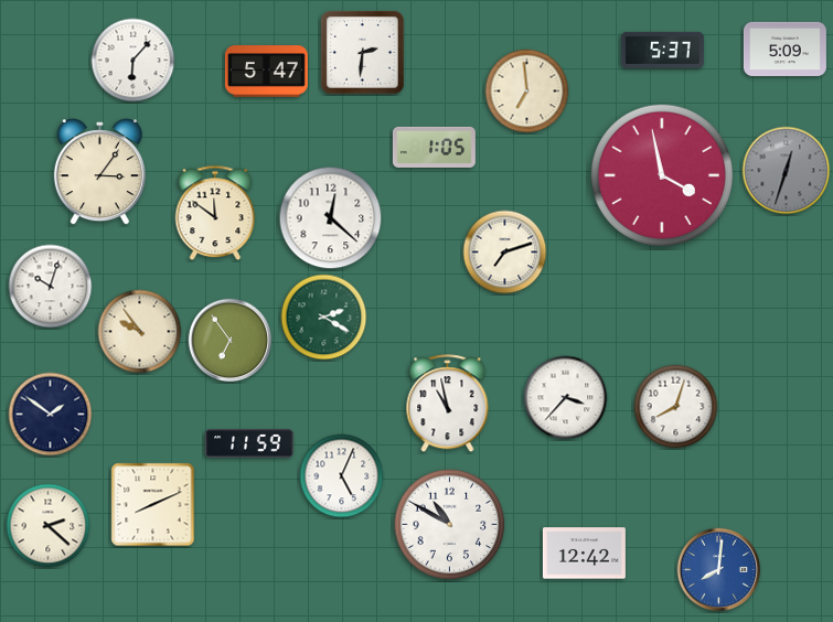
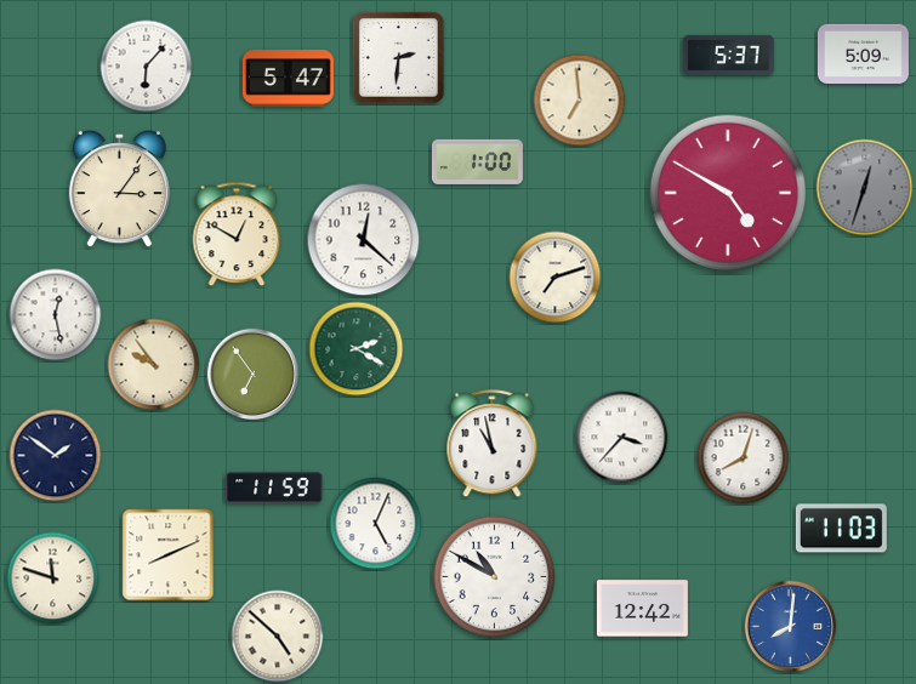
clock at (266, 72) position: (266, 72) -> (288, 79)
clock at (434, 147): 1:05 -> 1:00
clock at (99, 172) position: (99, 172) -> (119, 189)
clock at (662, 175): 3:58 -> 4:50
clock at (215, 213): 11:51 -> 12:50
clock at (51, 287): 10:03 -> 12:28
clock at (676, 407) position: (676, 407) -> (744, 458)
clock at (841, 529): none -> 11:03
clock at (49, 526): 2:22 -> 11:48
clock at (278, 637): none -> 4:52
